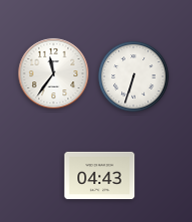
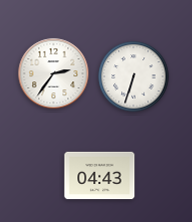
clock at (54, 74): 11:36 -> 2:36
